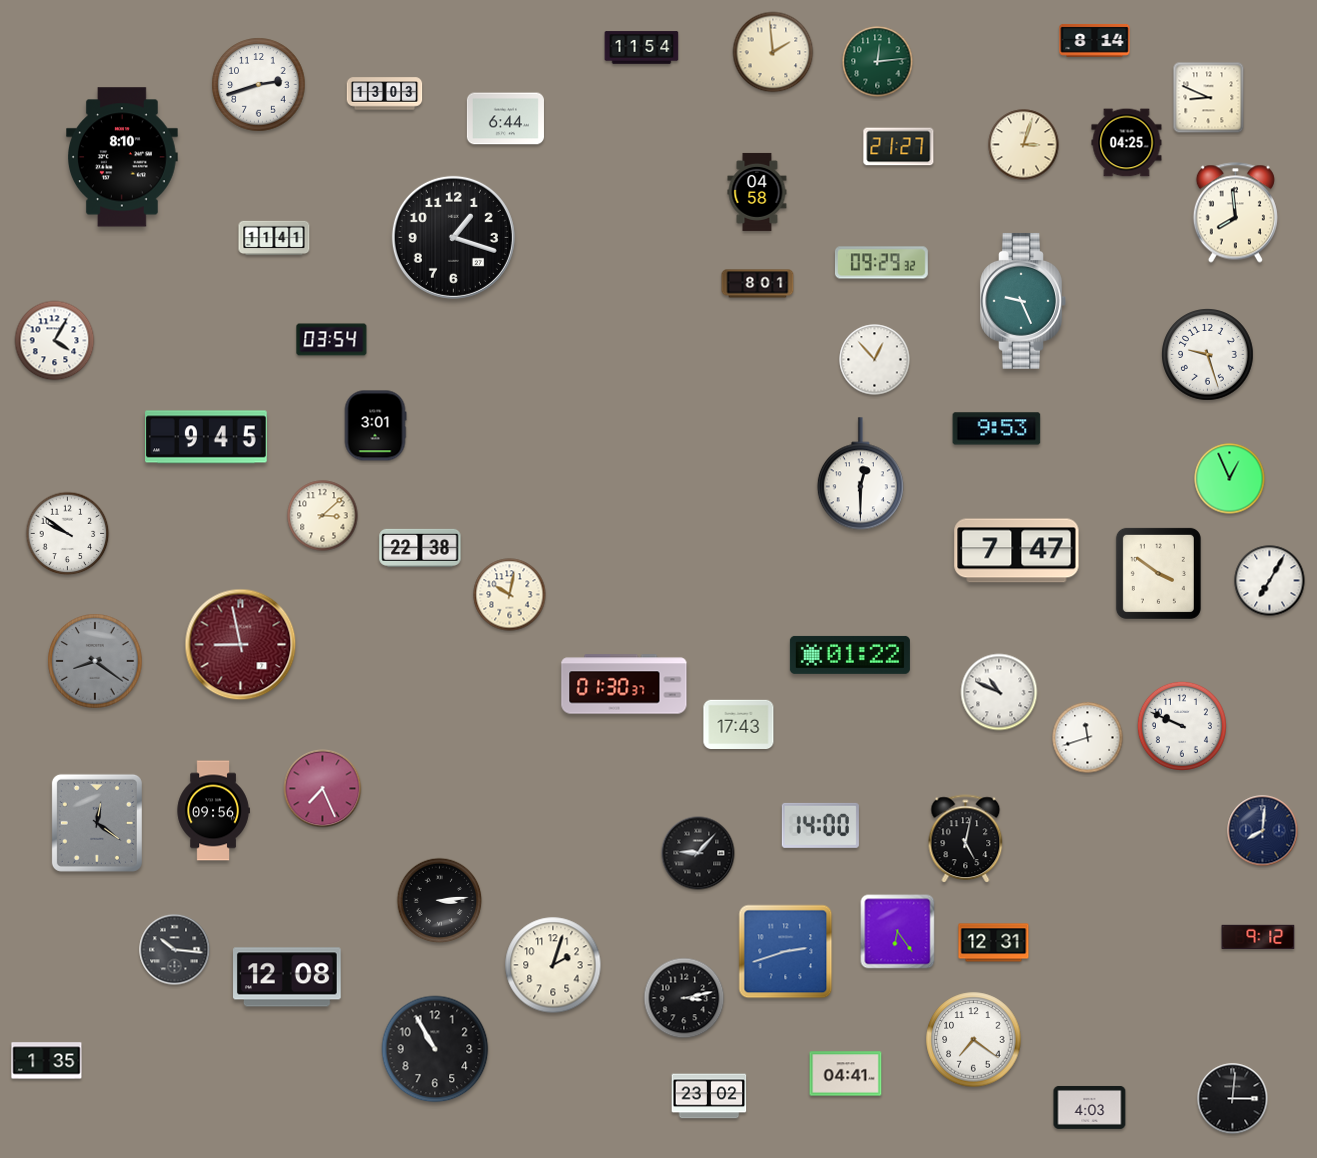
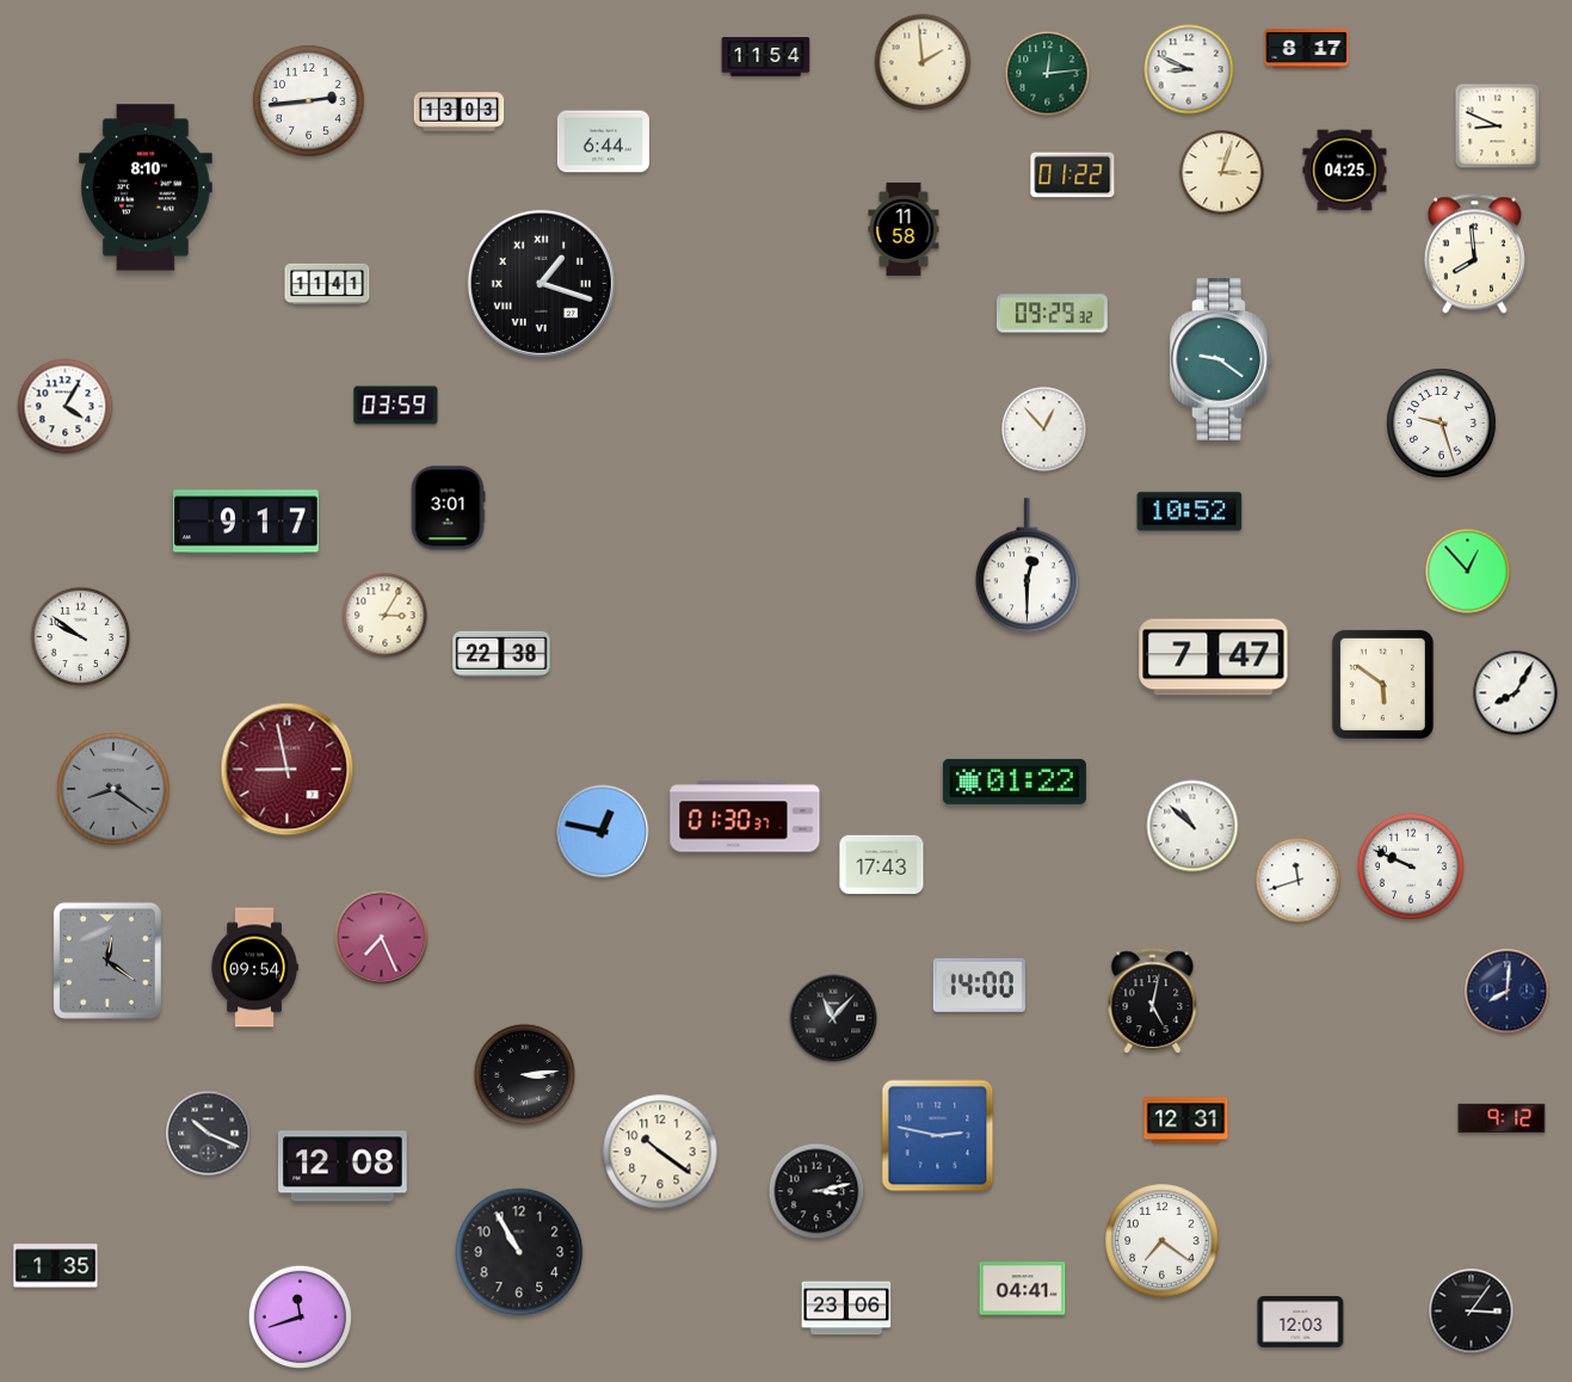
clock at (1095, 40): 8:14 -> 8:17
clock at (1189, 69): none -> 8:49
clock at (259, 85): 2:42 -> 2:44
clock at (1209, 98) position: (1209, 98) -> (1498, 127)
clock at (899, 147): 21:27 -> 01:22
clock at (757, 192): 04:58 -> 11:58
clock at (453, 237) numerals: Arabic -> Roman
clock at (758, 284): 8:01 -> none
clock at (1023, 301): 9:26 -> 9:21
clock at (332, 340): 03:54 -> 03:59
clock at (997, 429): 9:53 -> 10:52
clock at (207, 437): 9:45 -> 9:17
clock at (1230, 479): 12:56 -> 12:53
clock at (323, 516): 3:08 -> 3:05
clock at (1158, 573): 3:51 -> 5:51
clock at (1270, 581): 7:05 -> 8:05
clock at (510, 595): 10:02 -> none
clock at (999, 692): 10:49 -> 10:52
clock at (603, 832): none -> 12:47
clock at (323, 789) position: (323, 789) -> (382, 938)
clock at (213, 811): 09:56 -> 09:54
clock at (97, 823) position: (97, 823) -> (107, 961)
clock at (698, 853): 9:07 -> 11:07
clock at (898, 932): 6:24 -> none
clock at (994, 943) position: (994, 943) -> (1186, 1121)
clock at (175, 950): 10:16 -> 10:19
clock at (786, 952): 2:42 -> 2:47
clock at (553, 965): 2:03 -> 10:21
clock at (846, 1074) position: (846, 1074) -> (1023, 1289)
clock at (709, 1096): 23:02 -> 23:06
clock at (1233, 1099): 3:01 -> 3:06
clock at (300, 1316): none -> 11:42
clock at (1090, 1108): 4:03 -> 12:03
